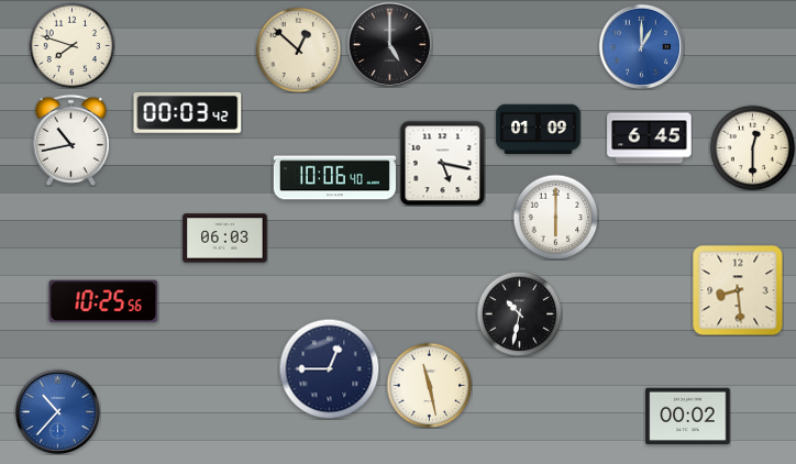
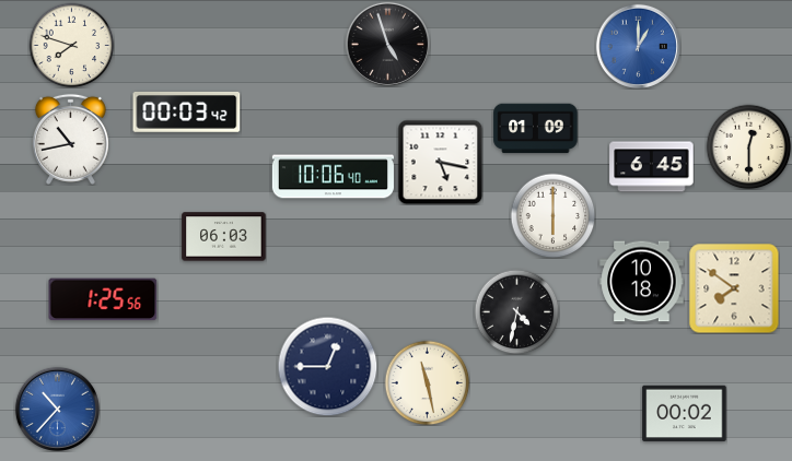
clock at (389, 44): 5:00 -> 4:57
clock at (298, 49): 12:52 -> none
clock at (650, 139) position: (650, 139) -> (652, 167)
clock at (642, 282): none -> 10:18
clock at (738, 290): 8:29 -> 7:51
clock at (103, 301): 10:25 -> 1:25
clock at (519, 313): 10:32 -> 4:32
